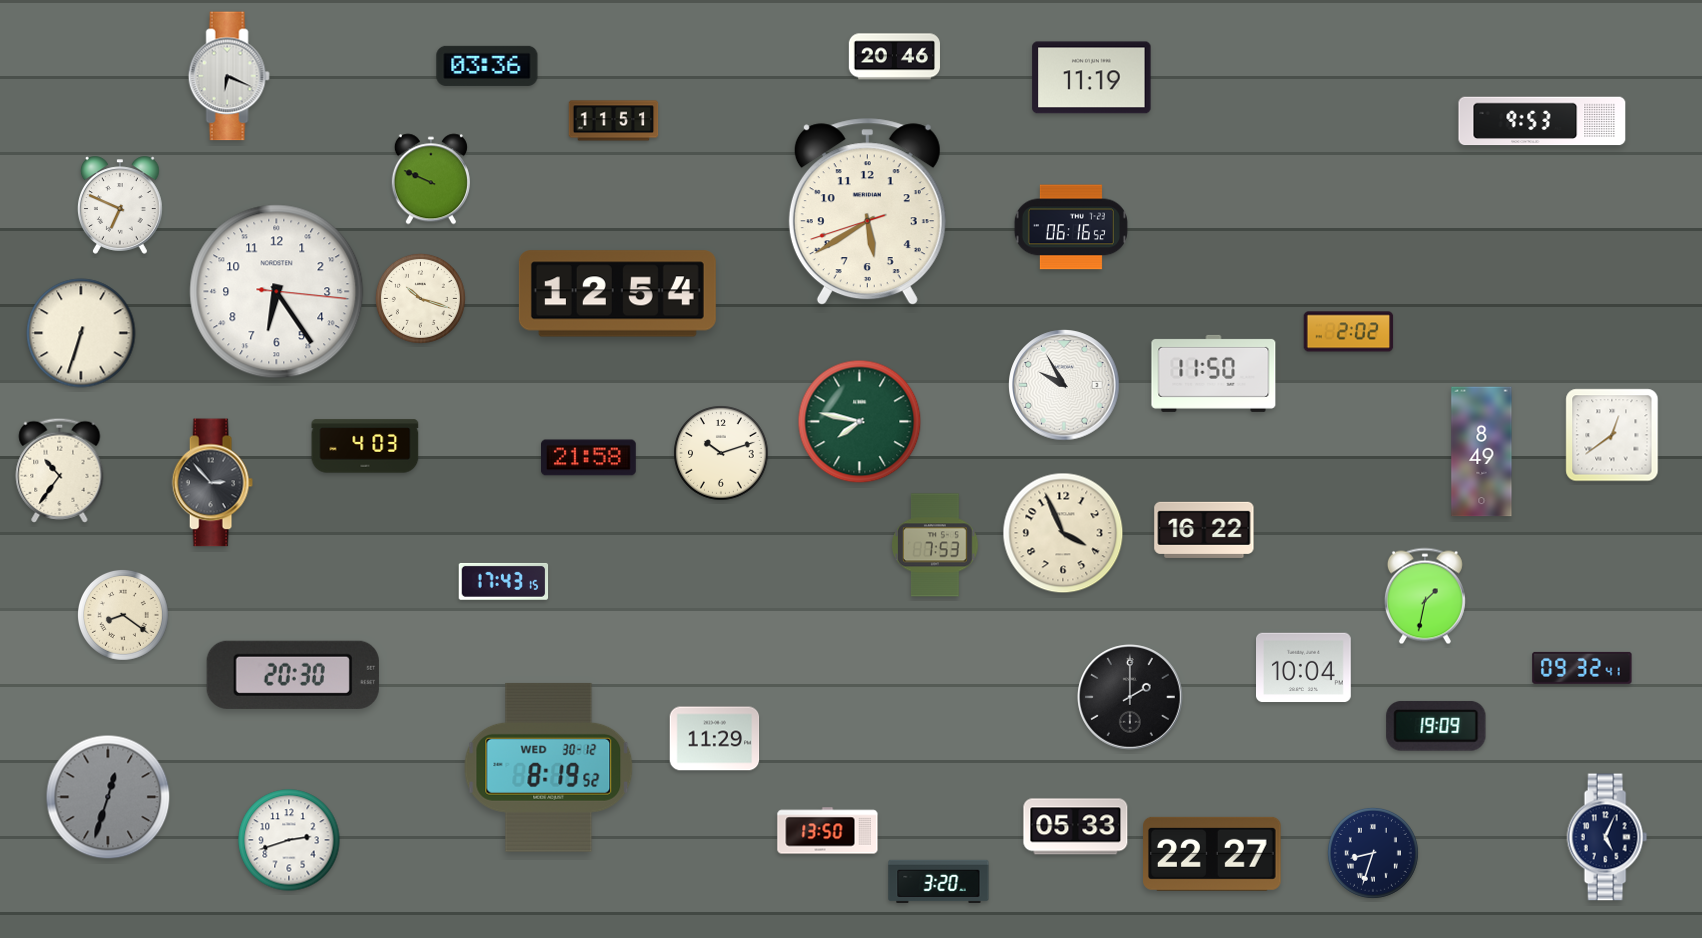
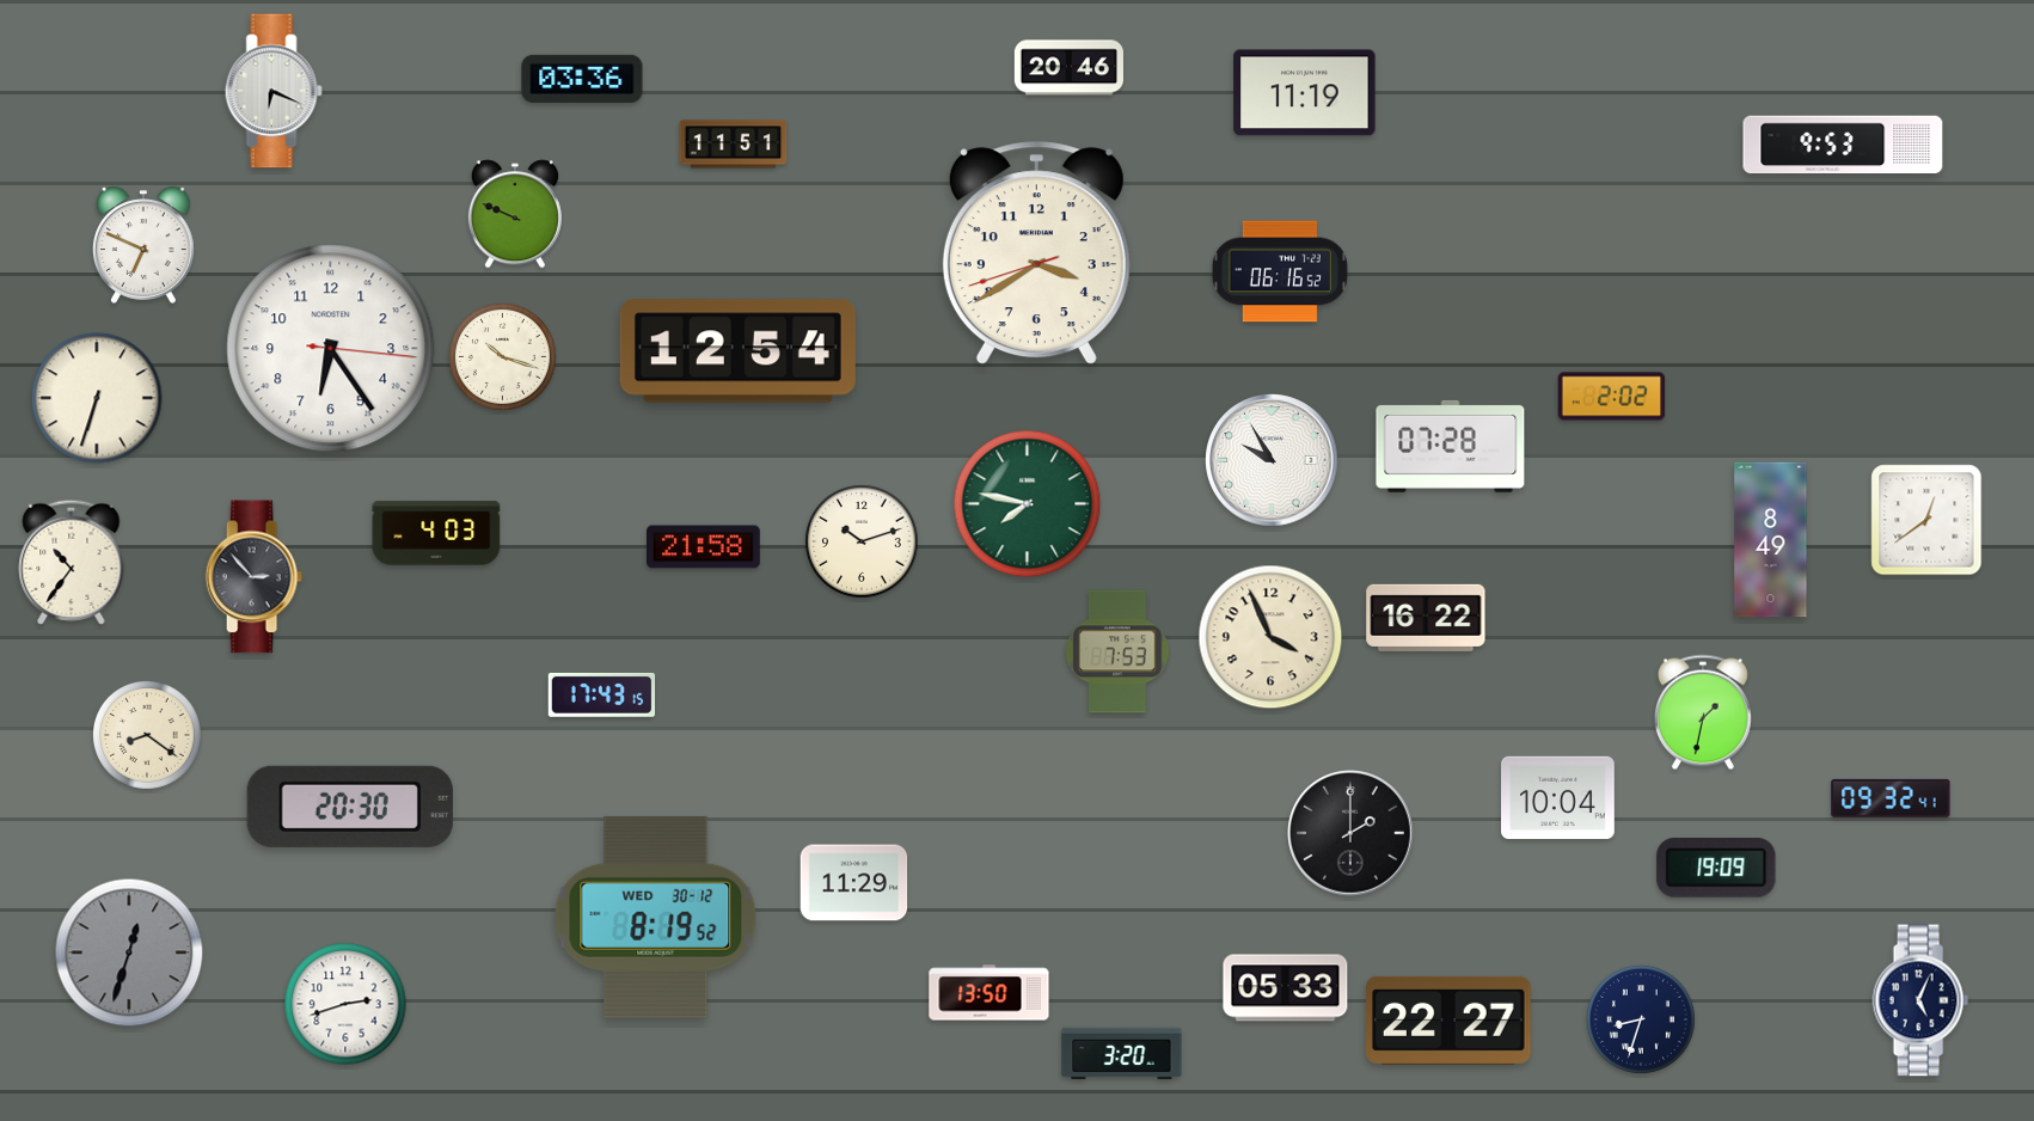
clock at (867, 212): 5:39 -> 3:39
clock at (1214, 373): 11:50 -> 07:28
clock at (1204, 530) position: (1204, 530) -> (1426, 618)
